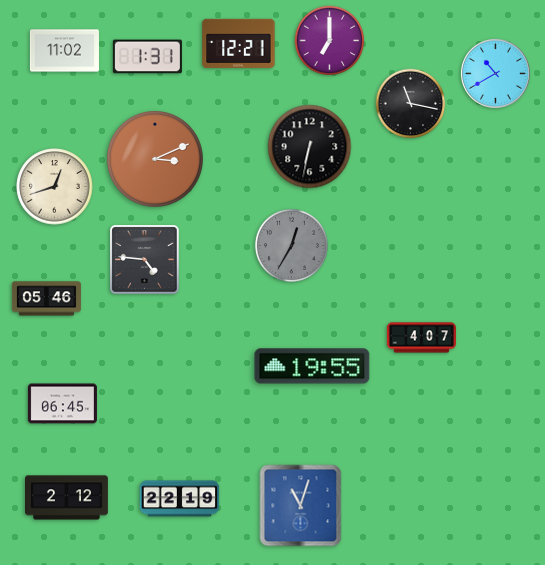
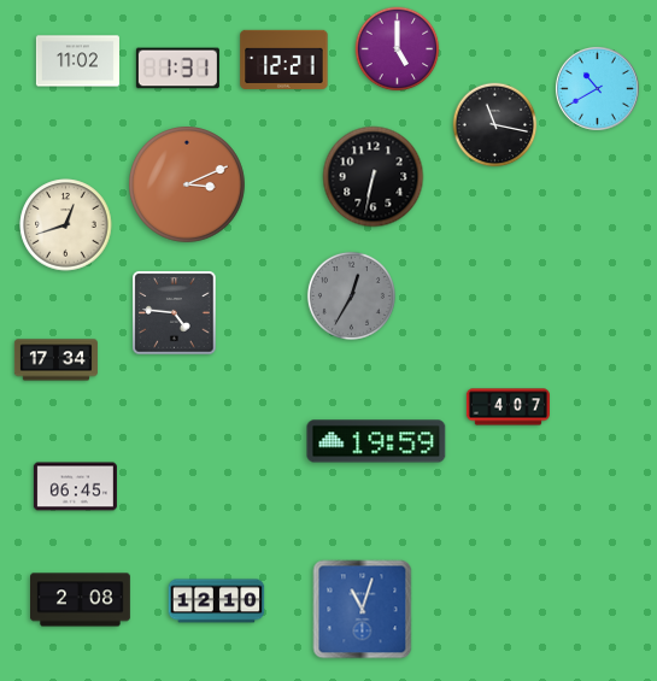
clock at (330, 41): 7:00 -> 5:00
clock at (239, 43) position: (239, 43) -> (284, 59)
clock at (156, 160) position: (156, 160) -> (188, 186)
clock at (46, 299): 05:46 -> 17:34
clock at (312, 366): 19:55 -> 19:59
clock at (67, 498): 2:12 -> 2:08
clock at (180, 499): 22:19 -> 12:10
